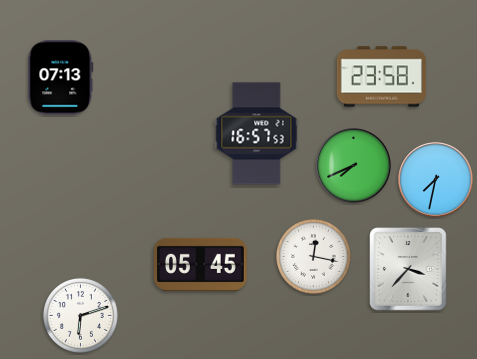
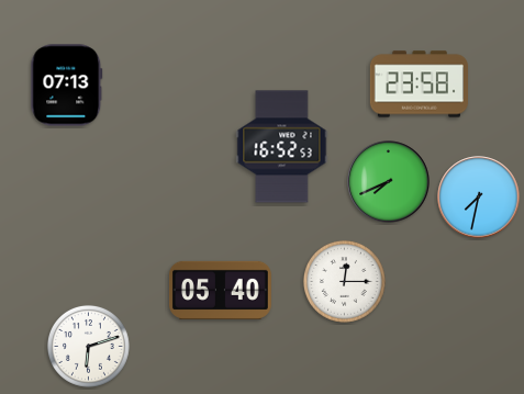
clock at (257, 134): 16:57 -> 16:52
clock at (313, 256): 12:17 -> 12:15
clock at (201, 264): 05:45 -> 05:40
clock at (408, 269): 3:37 -> none
